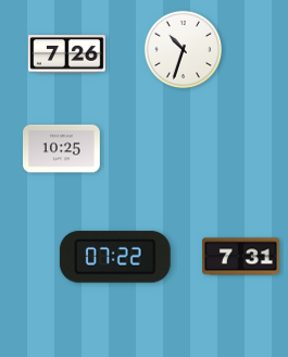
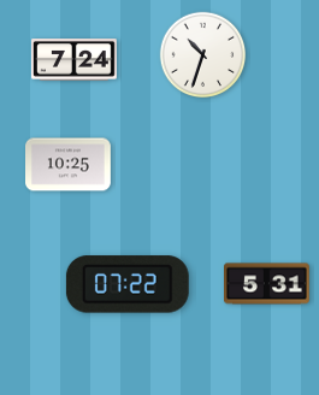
clock at (67, 54): 7:26 -> 7:24
clock at (241, 257): 7:31 -> 5:31
